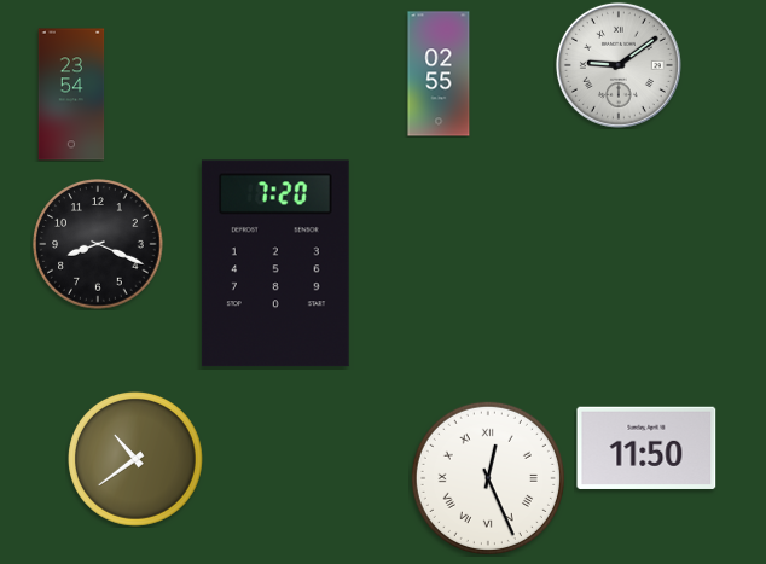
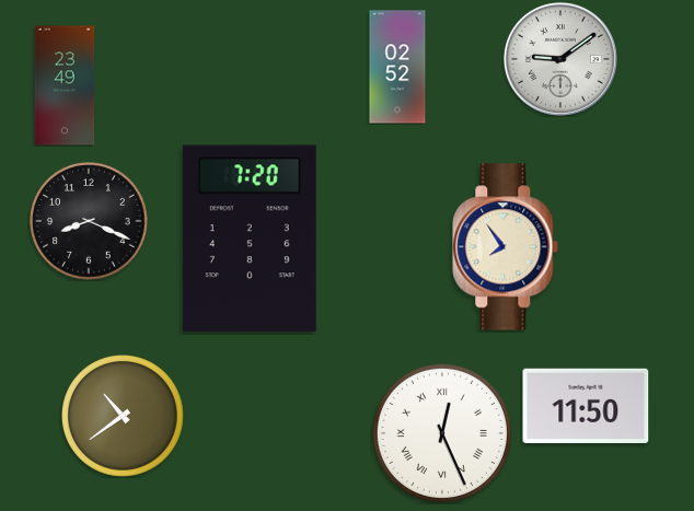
clock at (439, 74): 02:55 -> 02:52
clock at (71, 94): 23:54 -> 23:49
clock at (506, 247): none -> 7:54
